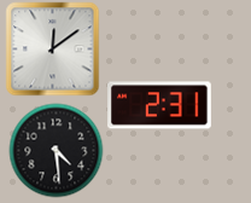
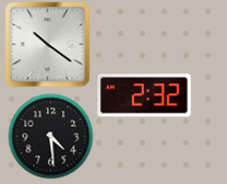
clock at (52, 48): 12:09 -> 10:21
clock at (159, 105): 2:31 -> 2:32
